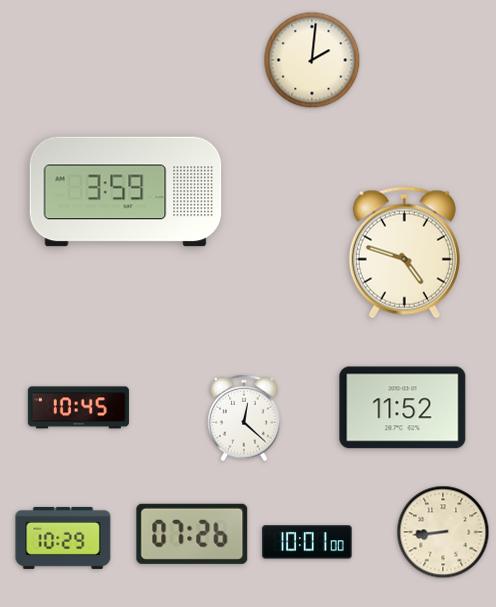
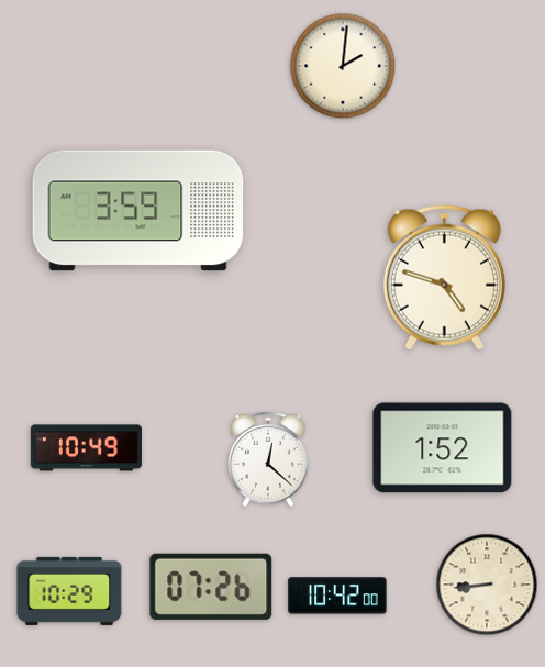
clock at (78, 408): 10:45 -> 10:49
clock at (403, 408): 11:52 -> 1:52
clock at (307, 542): 10:01 -> 10:42
